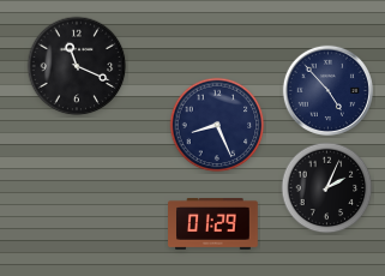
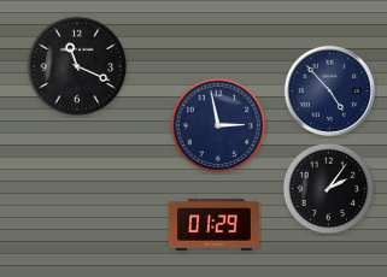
clock at (217, 125): 8:26 -> 2:58
clock at (327, 188): 2:04 -> 2:06
